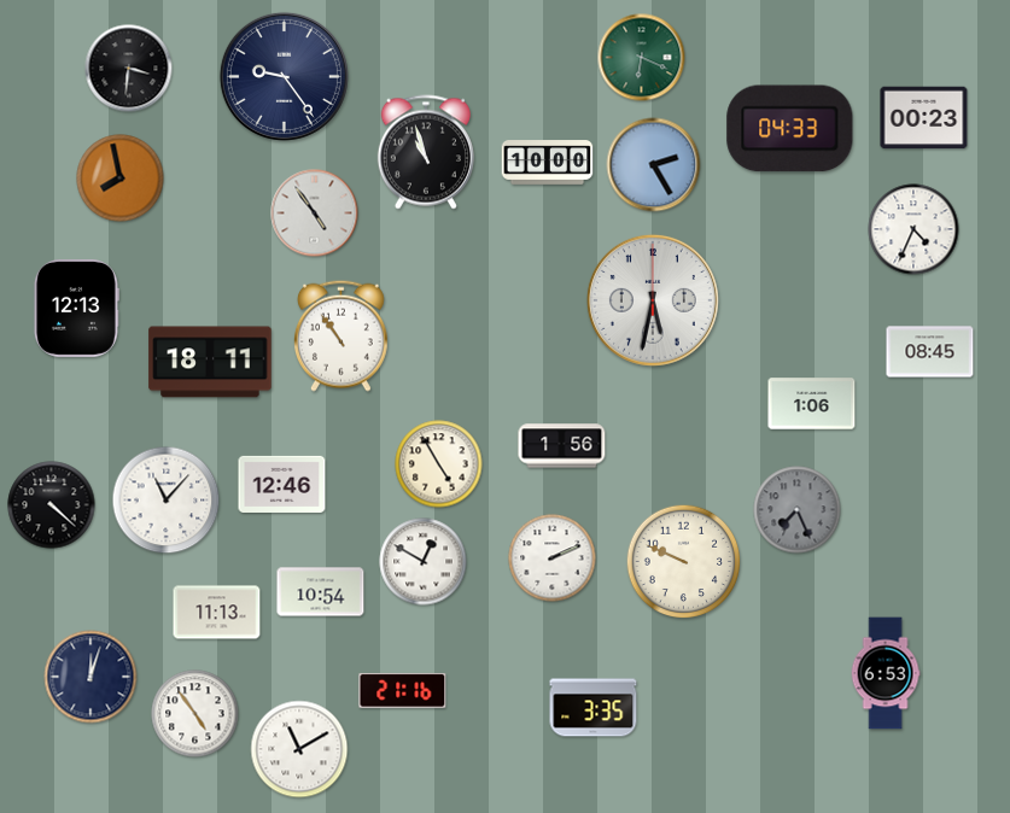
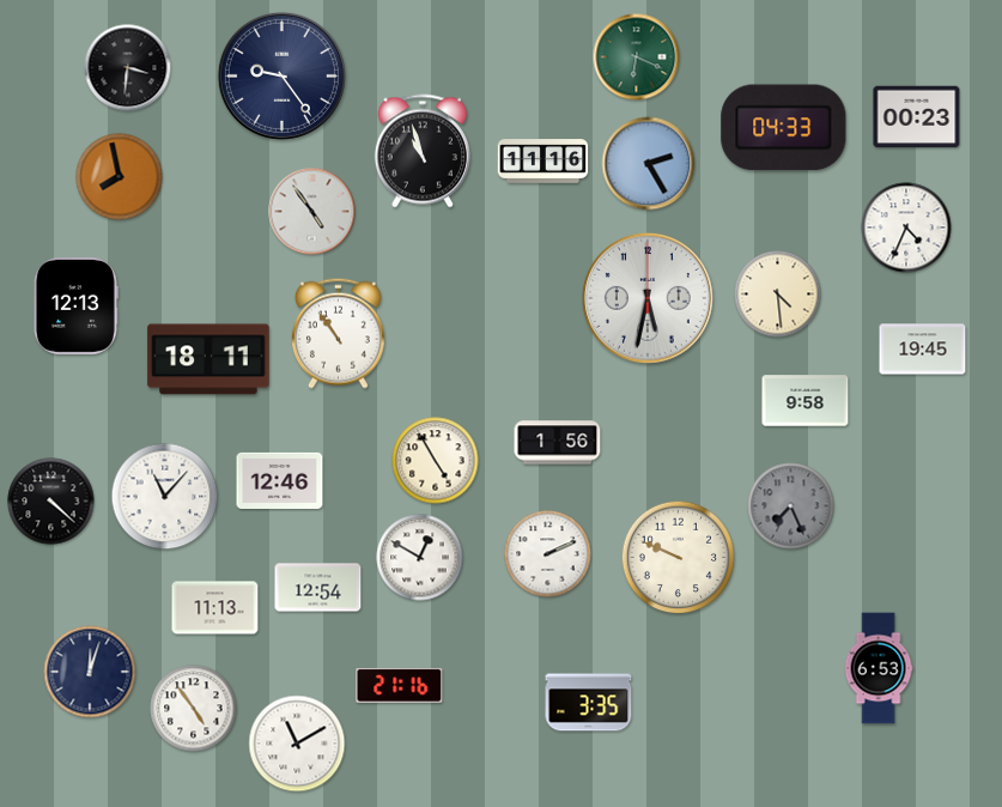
clock at (548, 163): 10:00 -> 11:16
clock at (778, 295): none -> 4:29
clock at (930, 352): 08:45 -> 19:45
clock at (812, 404): 1:06 -> 9:58
clock at (321, 592): 10:54 -> 12:54
